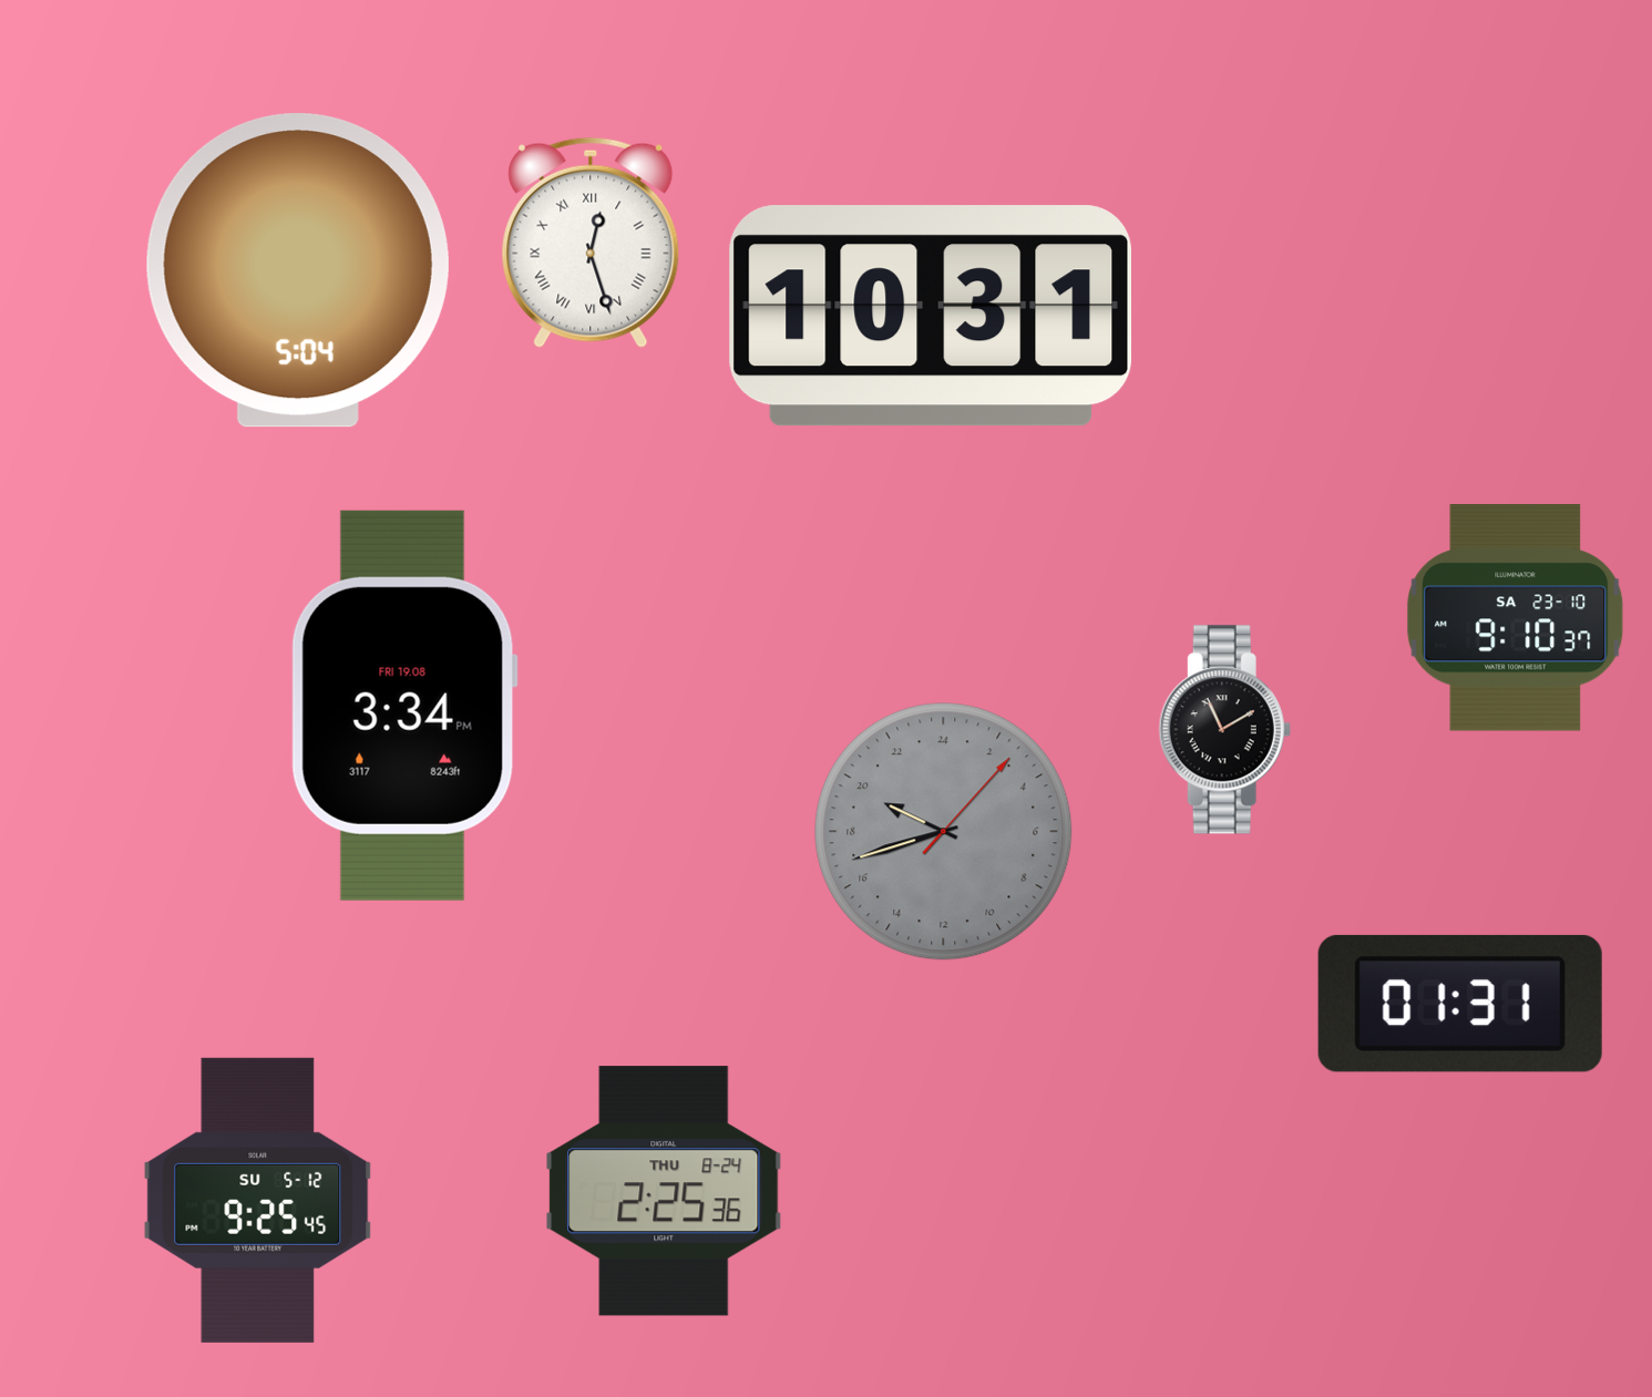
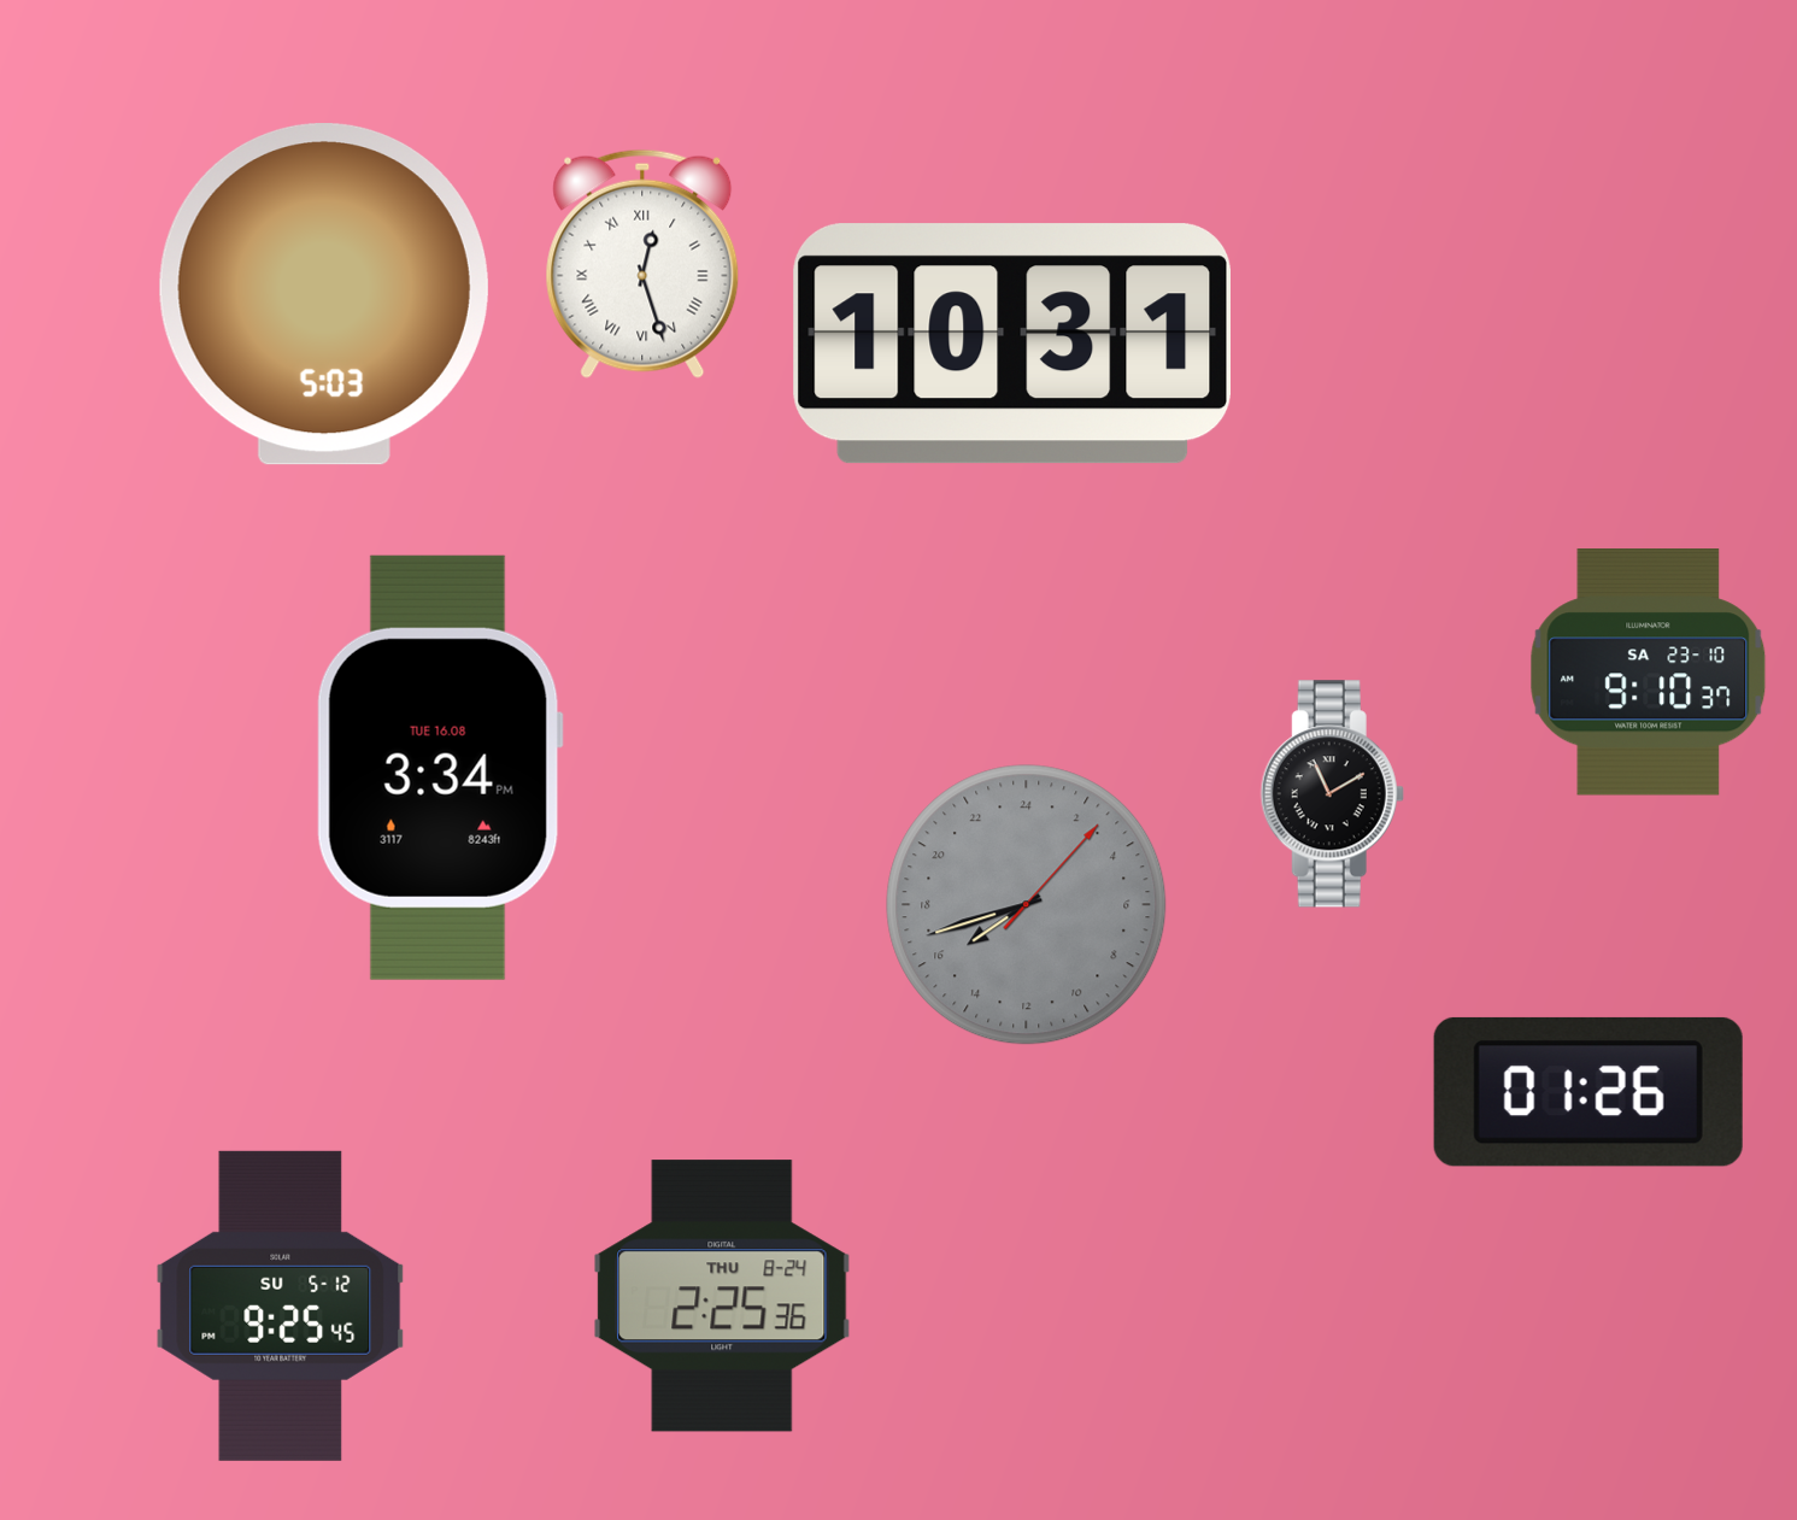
clock at (298, 270): 5:04 -> 5:03
clock at (404, 706) date: FRI 19.08 -> TUE 16.08
clock at (944, 832): 19:42 -> 15:42
clock at (1460, 1004): 01:31 -> 01:26
